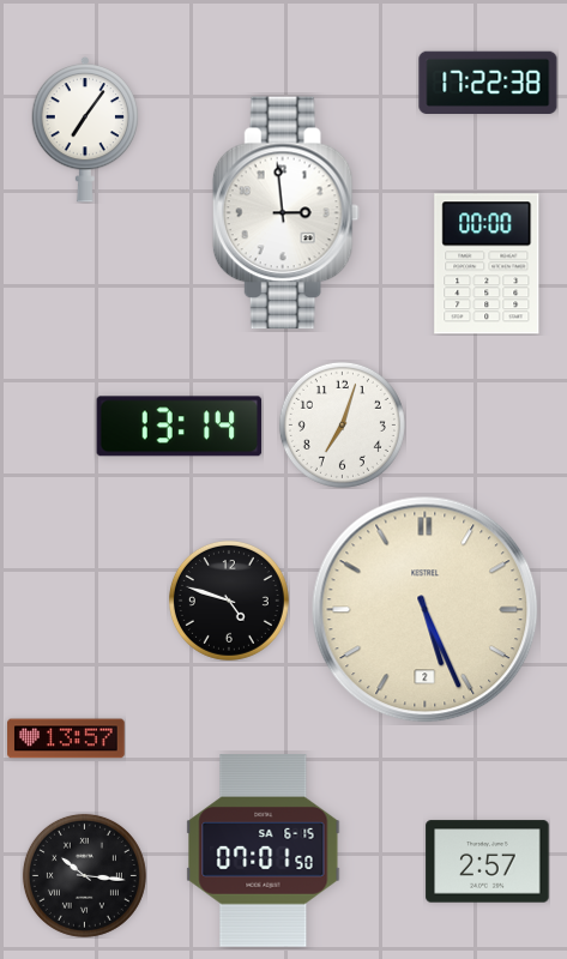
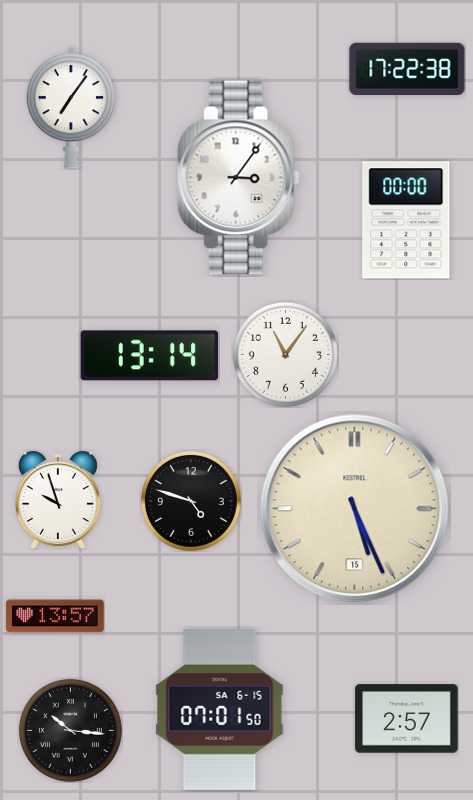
clock at (285, 213): 2:59 -> 3:06
clock at (342, 424): 7:03 -> 11:06
clock at (58, 500): none -> 9:57
clock at (426, 610) date: 2 -> 15
